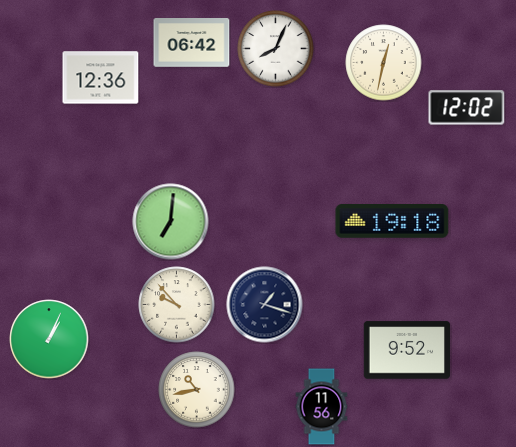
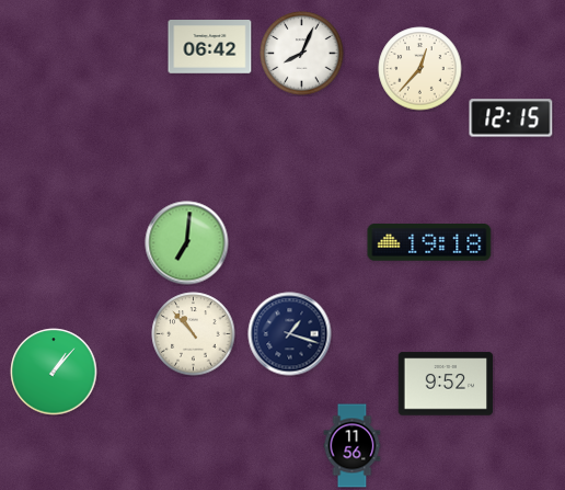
clock at (384, 63): 12:32 -> 12:37
clock at (101, 78): 12:36 -> none
clock at (467, 108): 12:02 -> 12:15
clock at (177, 305): 9:53 -> 10:53
clock at (49, 339): 1:04 -> 1:07
clock at (197, 390): 10:43 -> none
